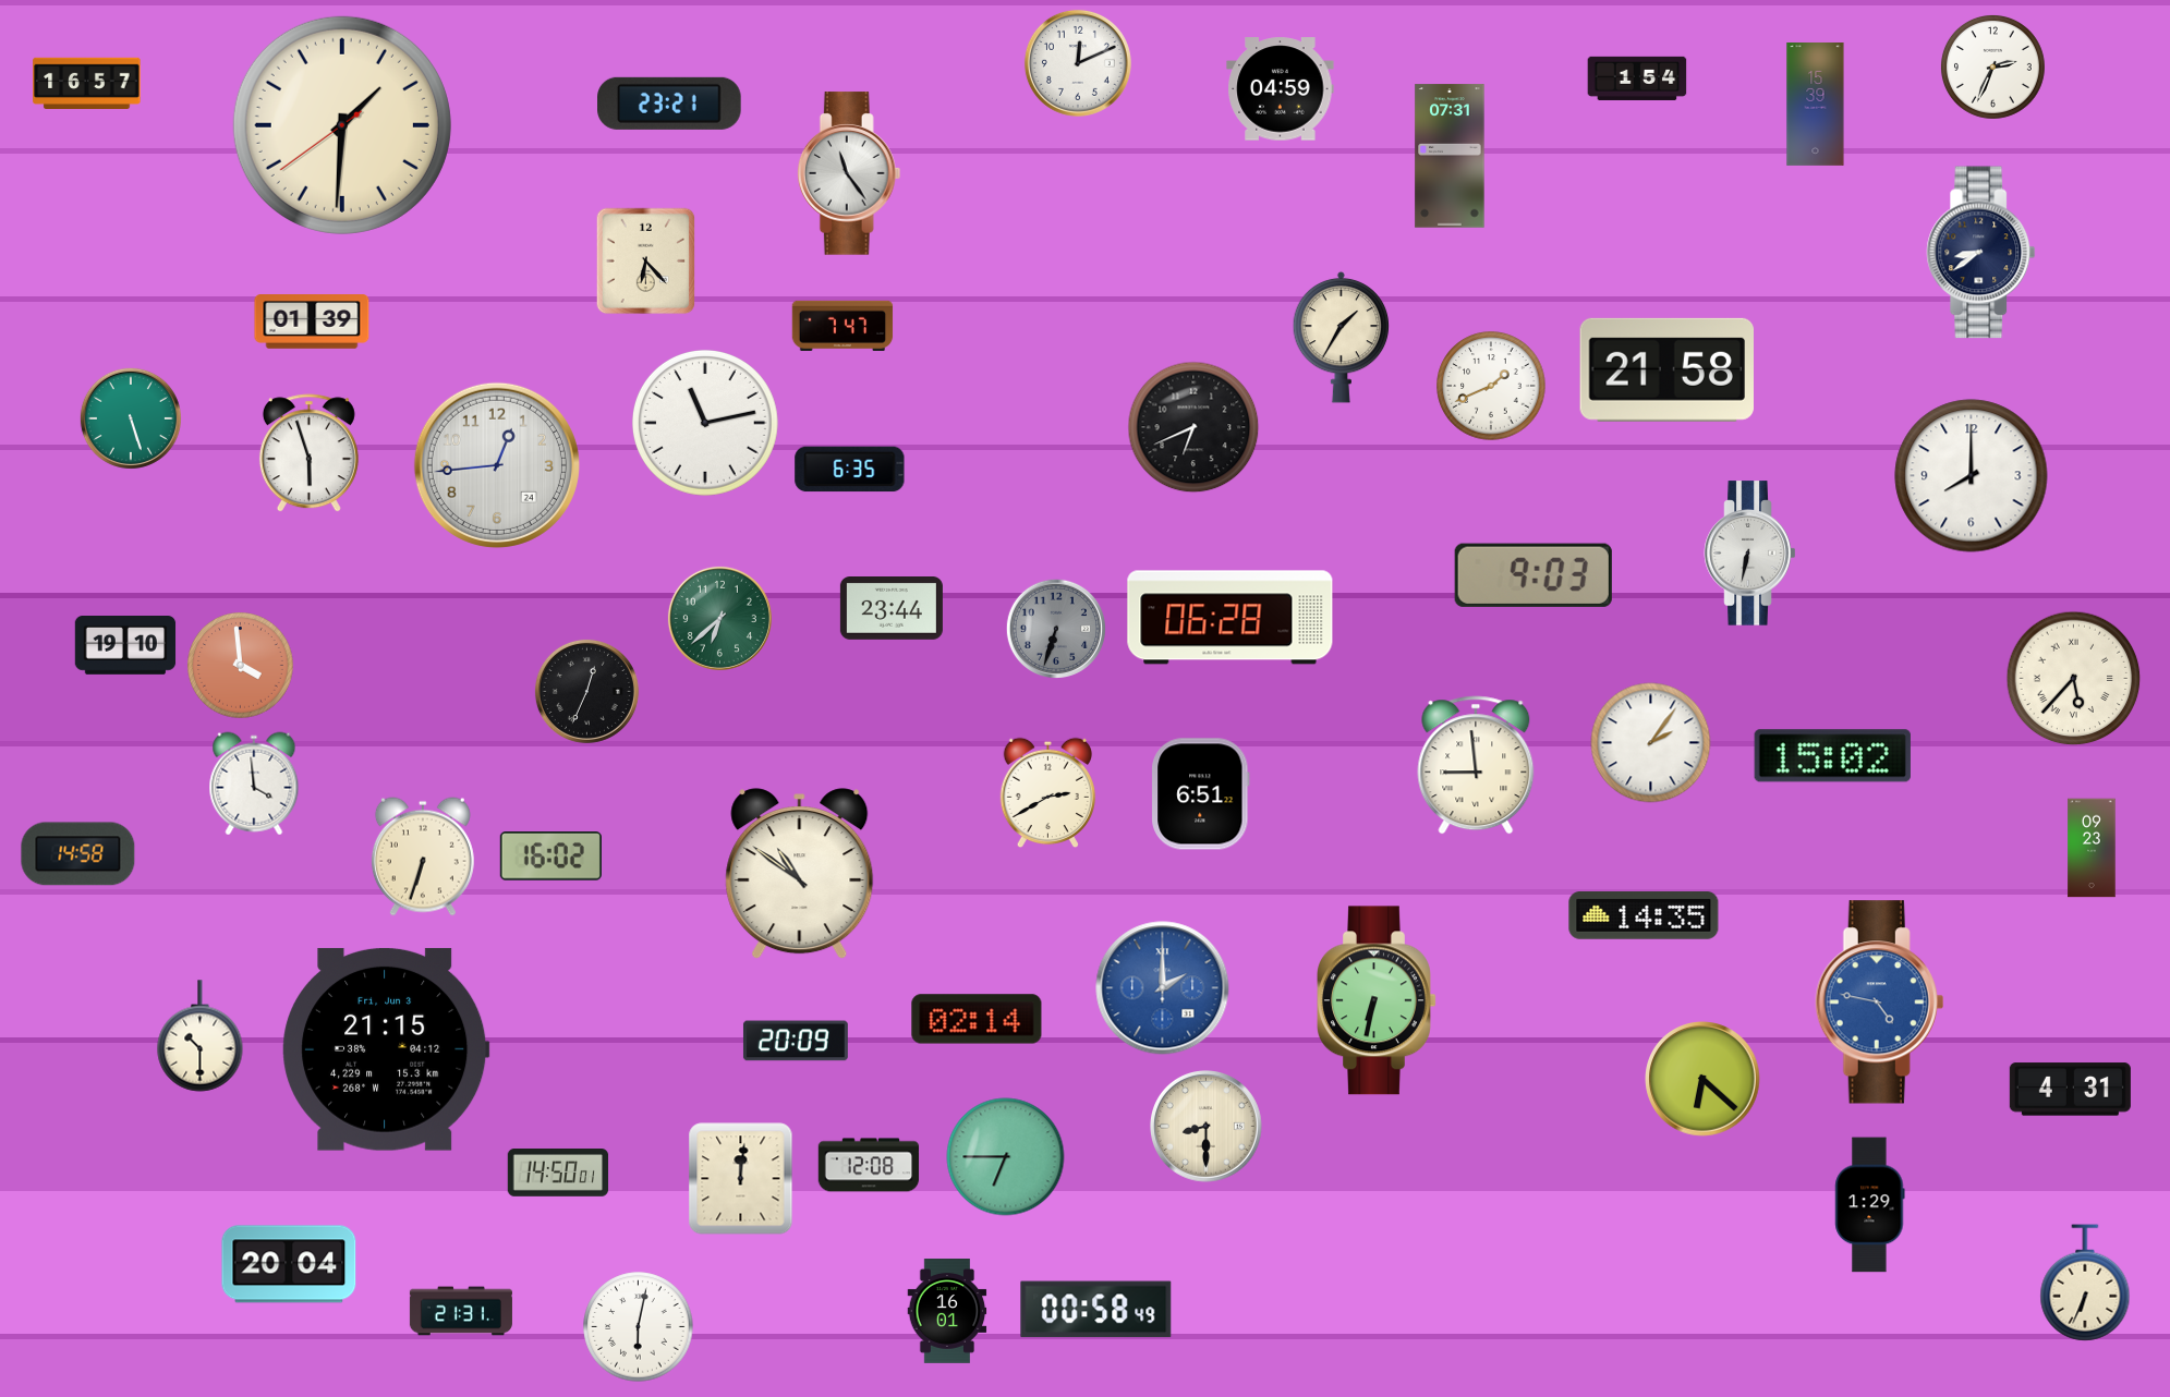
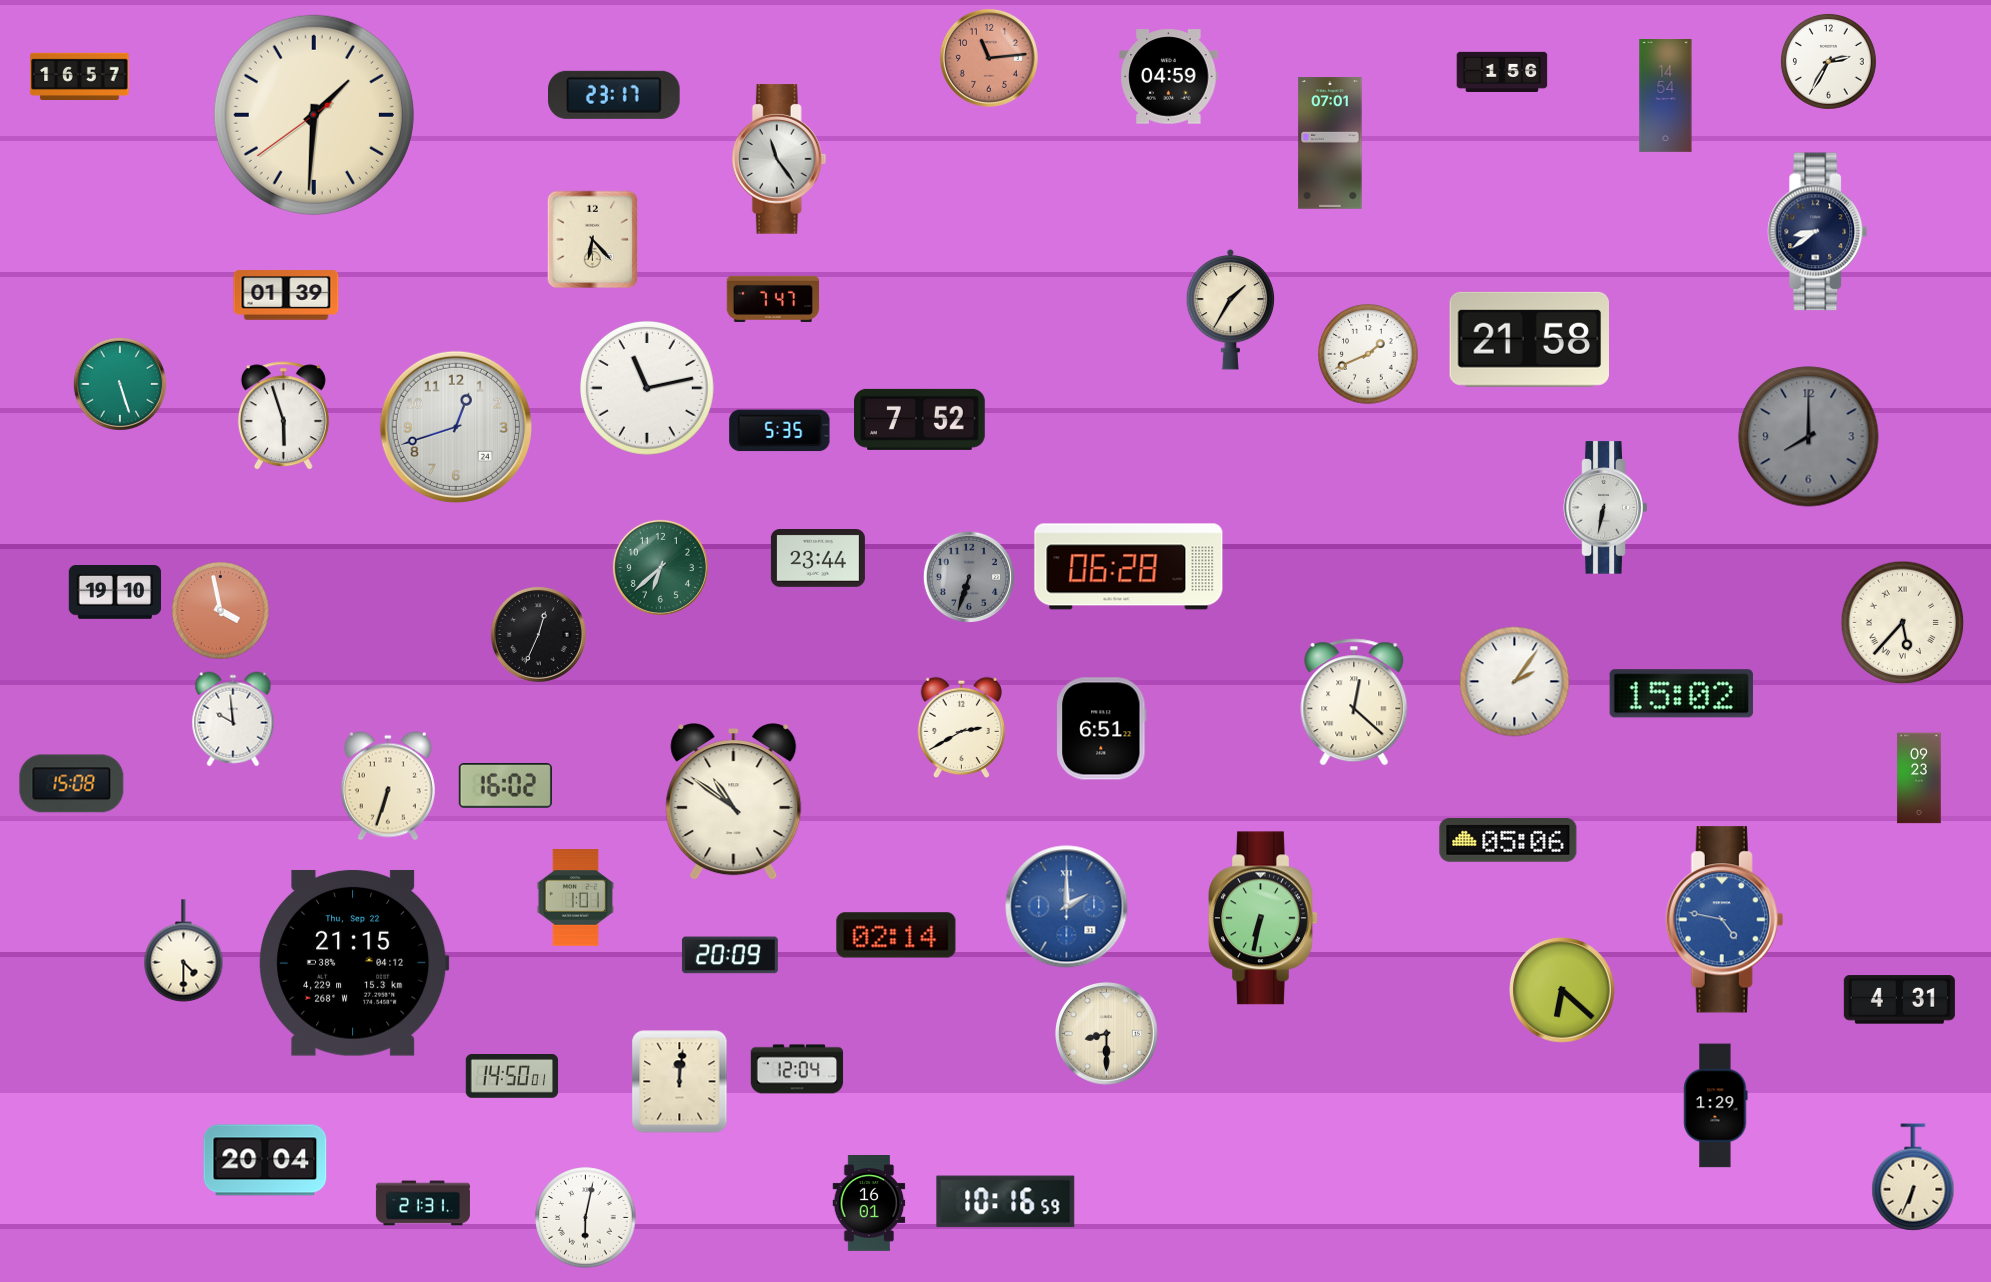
clock at (1078, 63): 12:11 -> 11:14
clock at (1078, 63) dial: white -> salmon
clock at (1992, 66): 2:34 -> 2:35
clock at (1637, 78): 1:54 -> 1:56
clock at (1281, 89) position: (1281, 89) -> (1169, 77)
clock at (670, 104): 23:21 -> 23:17
clock at (1816, 105): 15:39 -> 14:54
clock at (1450, 156): 07:31 -> 07:01
clock at (1193, 427): 6:41 -> none
clock at (920, 419): none -> 7:52
clock at (497, 465): 12:44 -> 12:42
clock at (850, 470): 6:35 -> 5:35
clock at (1972, 476) dial: white -> grey
clock at (1533, 575): 9:03 -> none
clock at (241, 666): 3:59 -> 3:58
clock at (1476, 765): 8:59 -> 12:22
clock at (254, 783): 3:59 -> 9:59
clock at (78, 854): 14:58 -> 15:08
clock at (1644, 915): 14:35 -> 05:06
clock at (575, 898): none -> 1:01
clock at (201, 1036): 10:30 -> 4:30
clock at (386, 1049) date: Fri, Jun 3 -> Thu, Sep 22
clock at (1006, 1157): 6:45 -> none
clock at (869, 1165): 12:08 -> 12:04
clock at (1096, 1310): 00:58 -> 10:16
